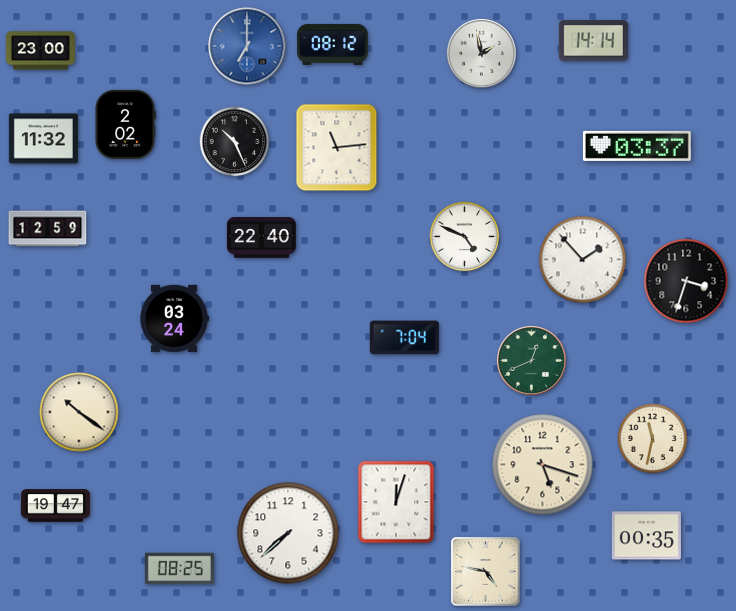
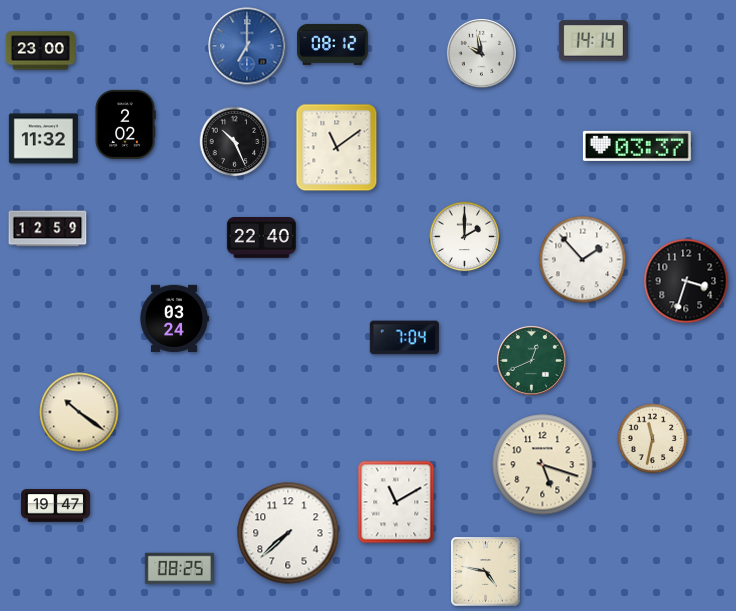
clock at (481, 53): 1:58 -> 9:58
clock at (337, 148): 11:14 -> 11:09
clock at (465, 237): 4:49 -> 2:00
clock at (396, 502): 12:03 -> 11:10
clock at (646, 536): 00:35 -> none
